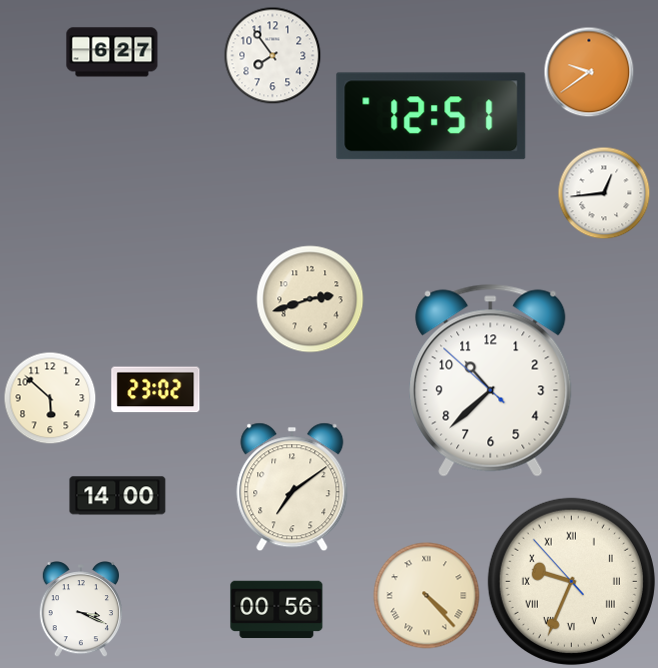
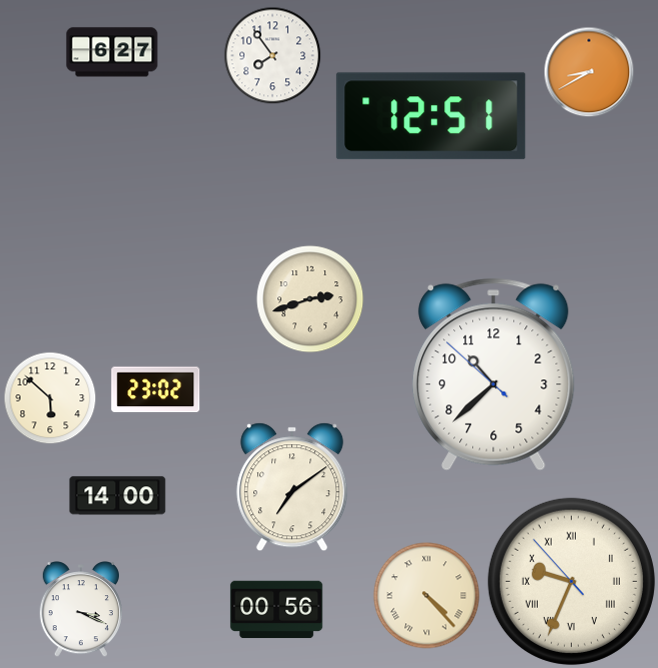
clock at (589, 72): 9:39 -> 8:40
clock at (604, 193): 12:44 -> none
clock at (491, 380) position: (491, 380) -> (494, 374)
